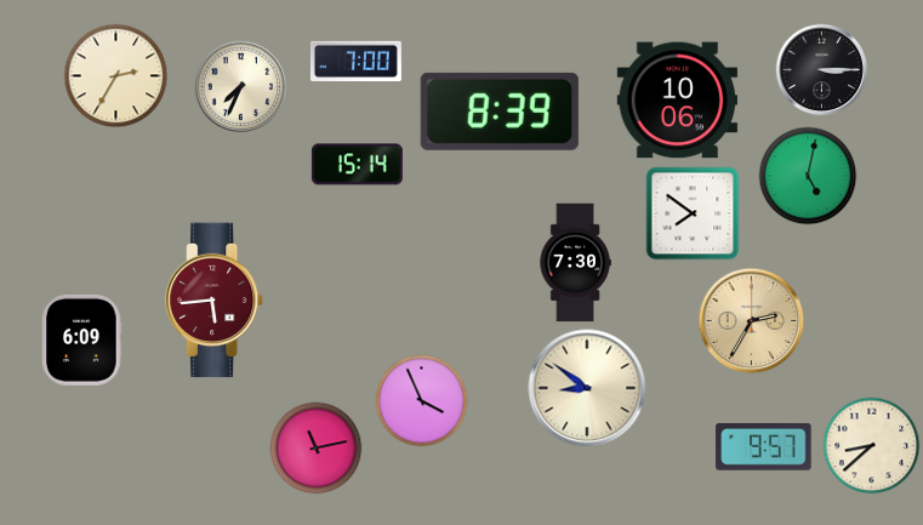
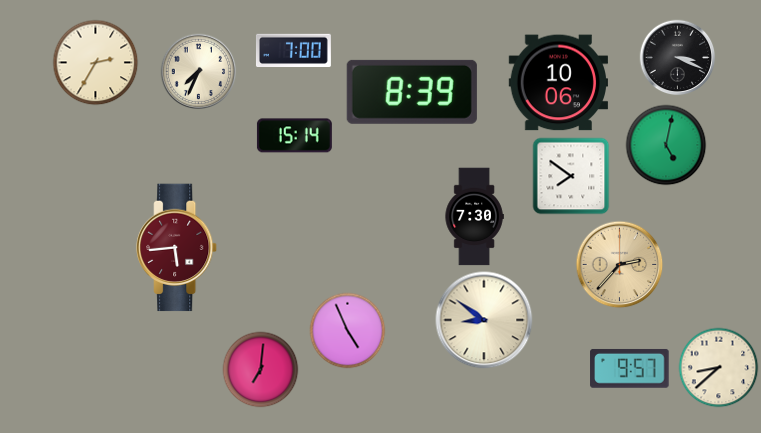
clock at (822, 70): 3:15 -> 3:19
clock at (752, 321): 2:35 -> 2:37
clock at (82, 339): 6:09 -> none
clock at (422, 401): 3:56 -> 4:56
clock at (317, 449): 11:13 -> 7:01
